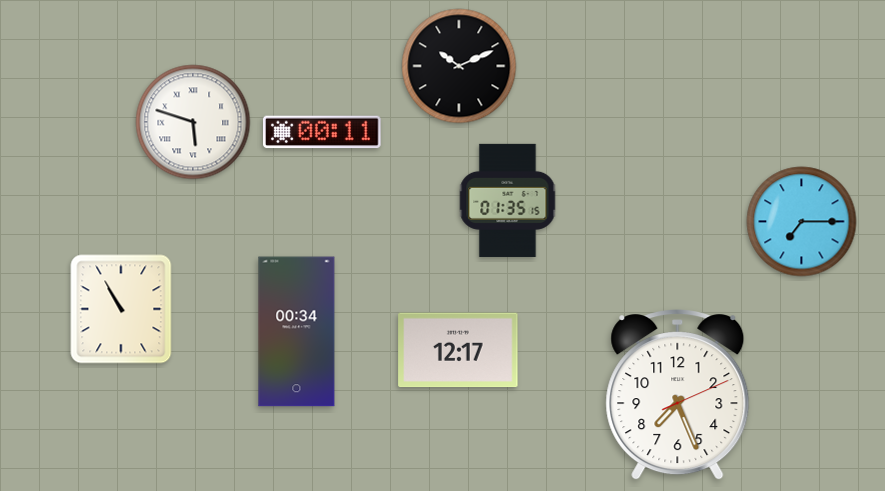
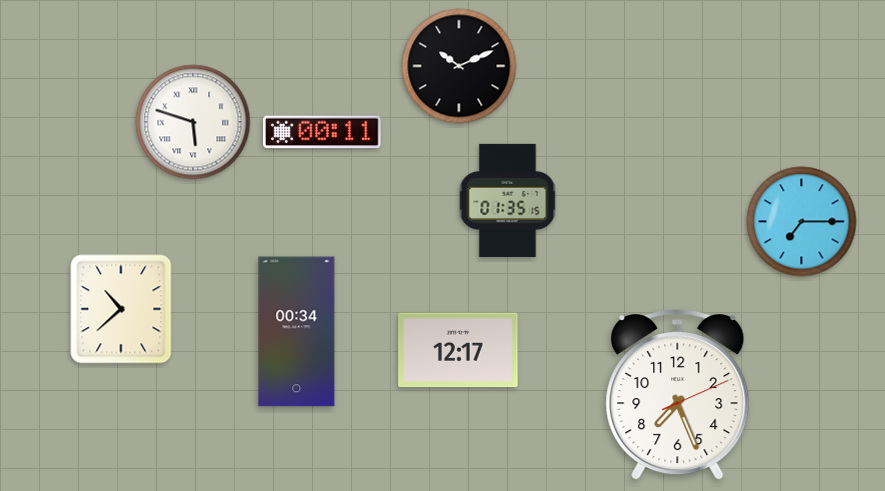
clock at (121, 309): 10:55 -> 10:38
